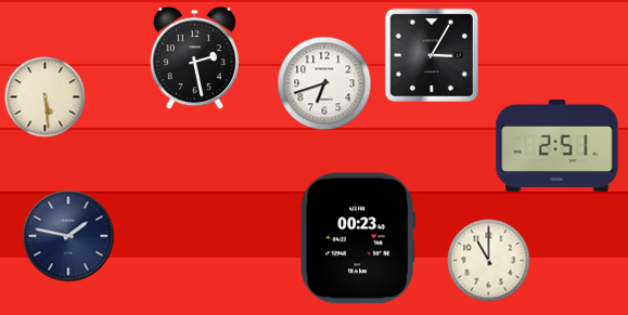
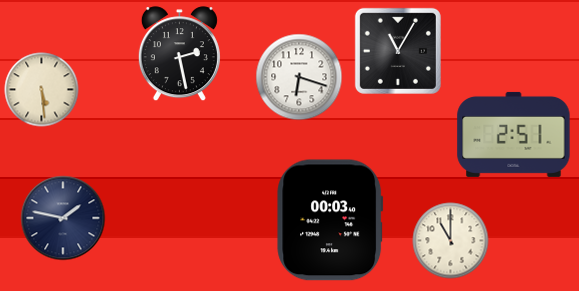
clock at (432, 55): 3:05 -> 11:05
clock at (324, 83): 6:42 -> 6:18
clock at (358, 238): 00:23 -> 00:03
